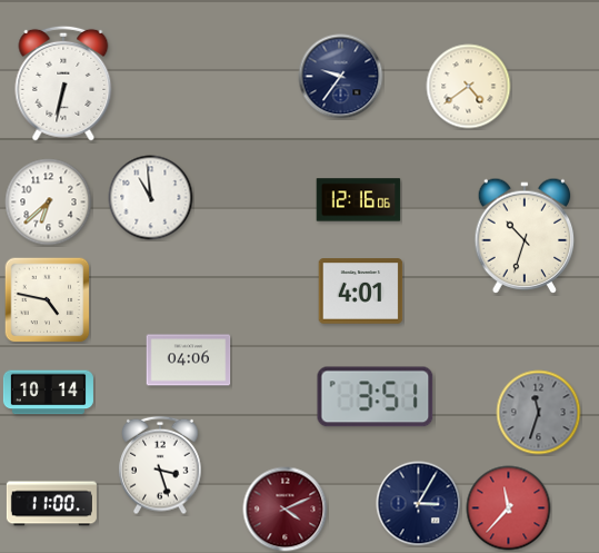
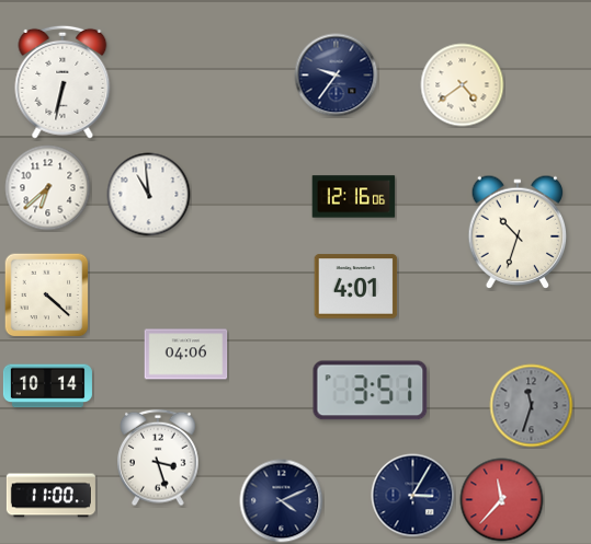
clock at (49, 203) position: (49, 203) -> (48, 188)
clock at (47, 299): 4:47 -> 4:22
clock at (286, 510) dial: burgundy -> navy
